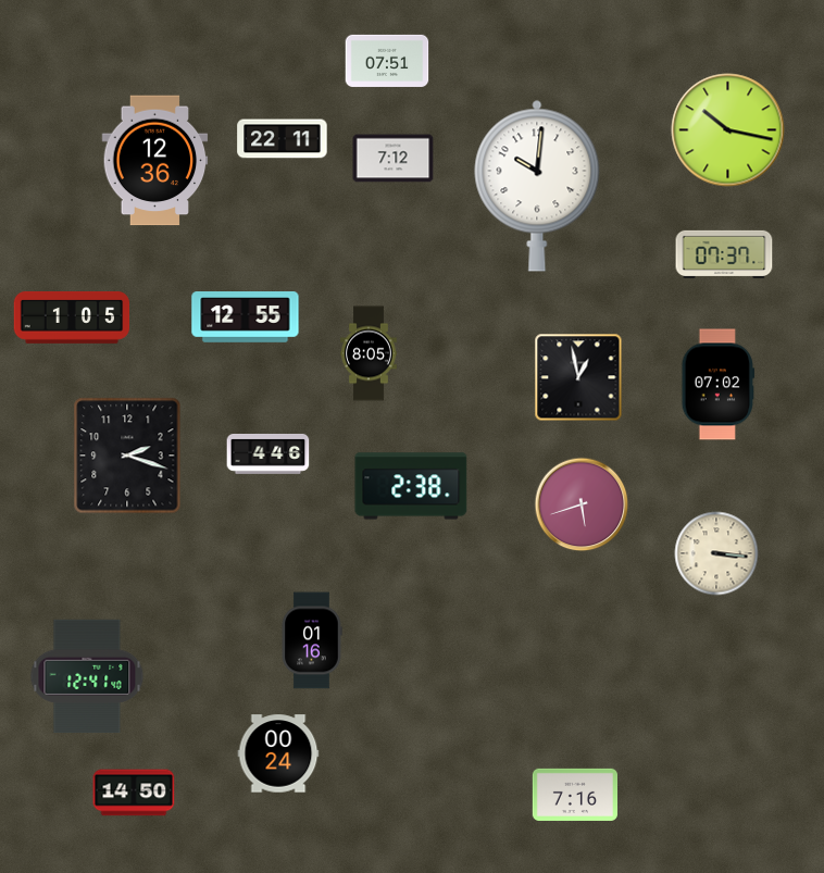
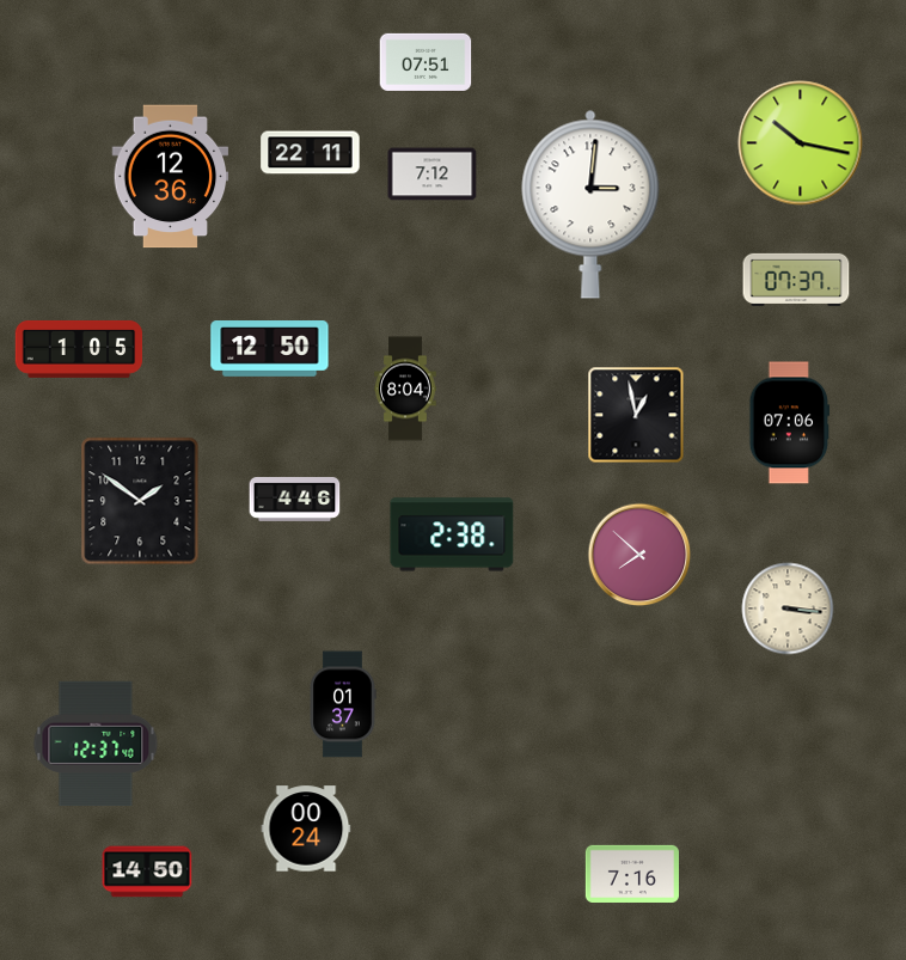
clock at (387, 61) position: (387, 61) -> (426, 62)
clock at (537, 186): 10:01 -> 3:01
clock at (246, 317): 12:55 -> 12:50
clock at (369, 353): 8:05 -> 8:04
clock at (719, 385): 07:02 -> 07:06
clock at (127, 456): 2:18 -> 1:51
clock at (582, 504): 5:42 -> 7:52
clock at (312, 640): 01:16 -> 01:37
clock at (87, 676): 12:41 -> 12:37
